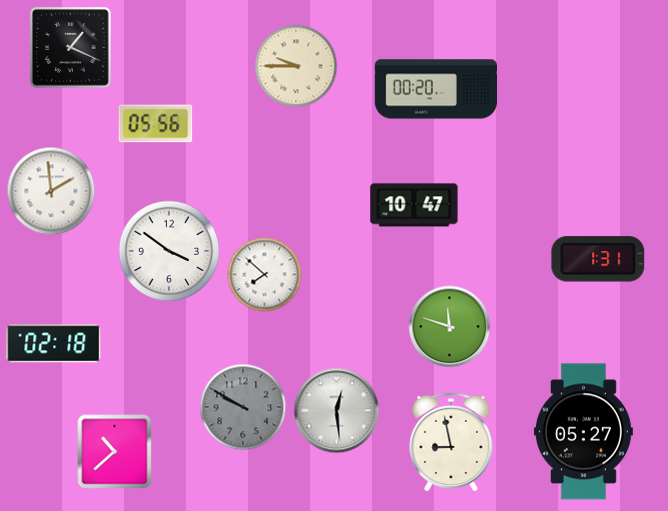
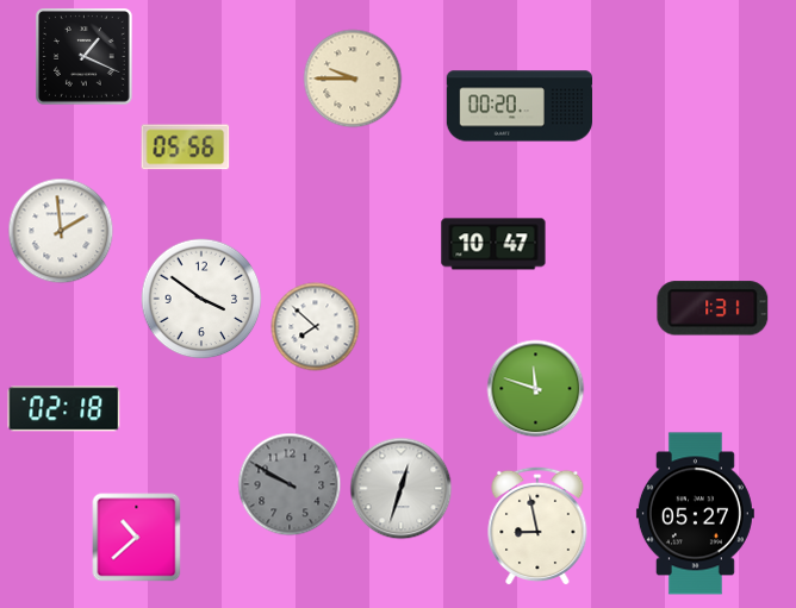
clock at (51, 191) position: (51, 191) -> (61, 231)
clock at (337, 411): 12:29 -> 12:33
